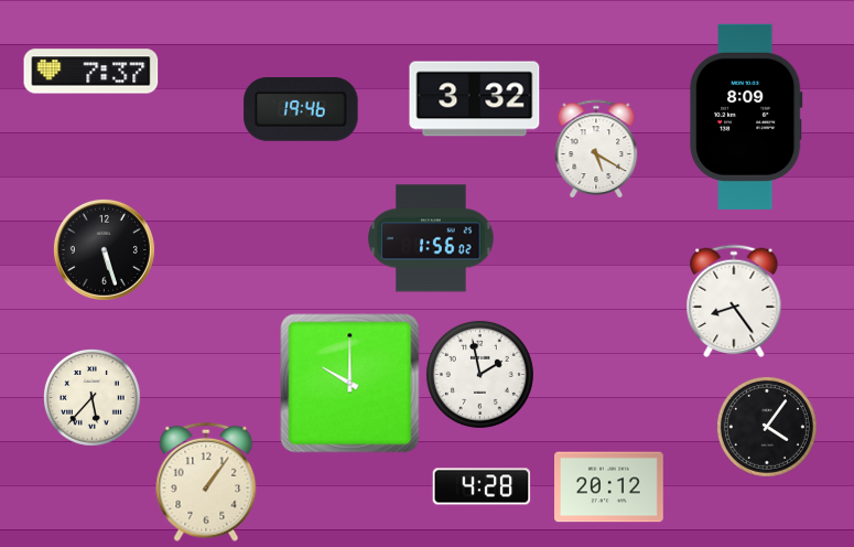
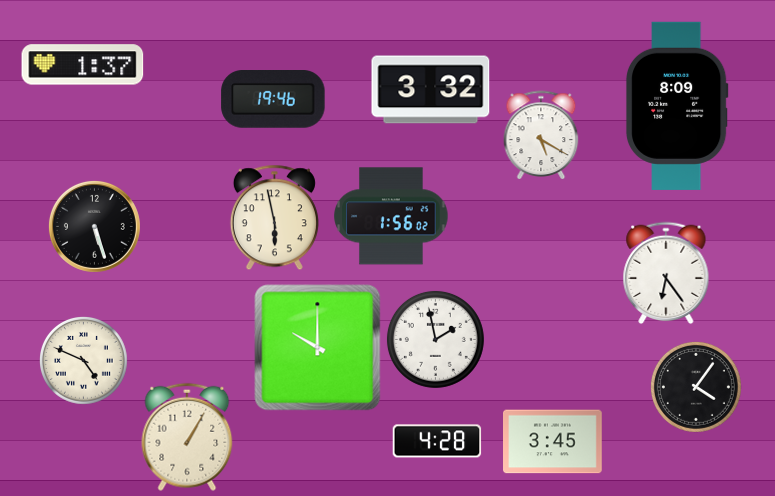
clock at (91, 72): 7:37 -> 1:37
clock at (274, 218): none -> 5:58
clock at (734, 301): 8:24 -> 6:24
clock at (93, 398): 5:37 -> 4:49
clock at (206, 482): 1:06 -> 1:05
clock at (609, 487): 20:12 -> 3:45
